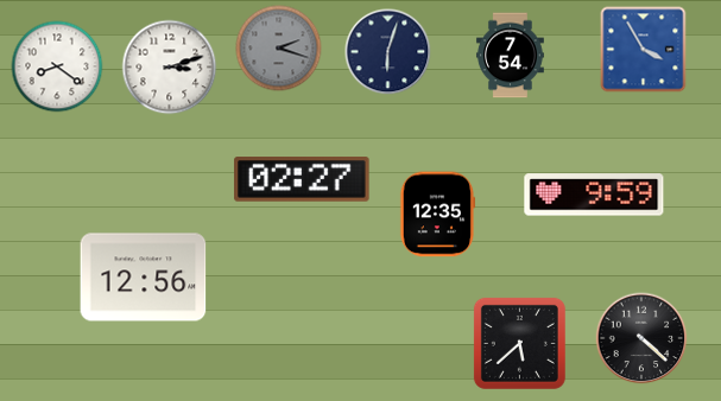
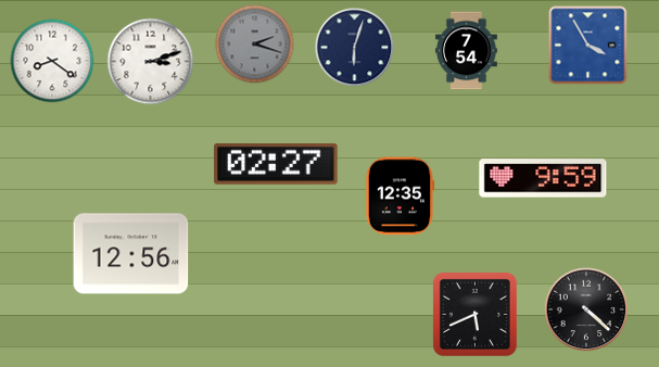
clock at (170, 68) position: (170, 68) -> (151, 62)
clock at (519, 343): 5:38 -> 5:41
